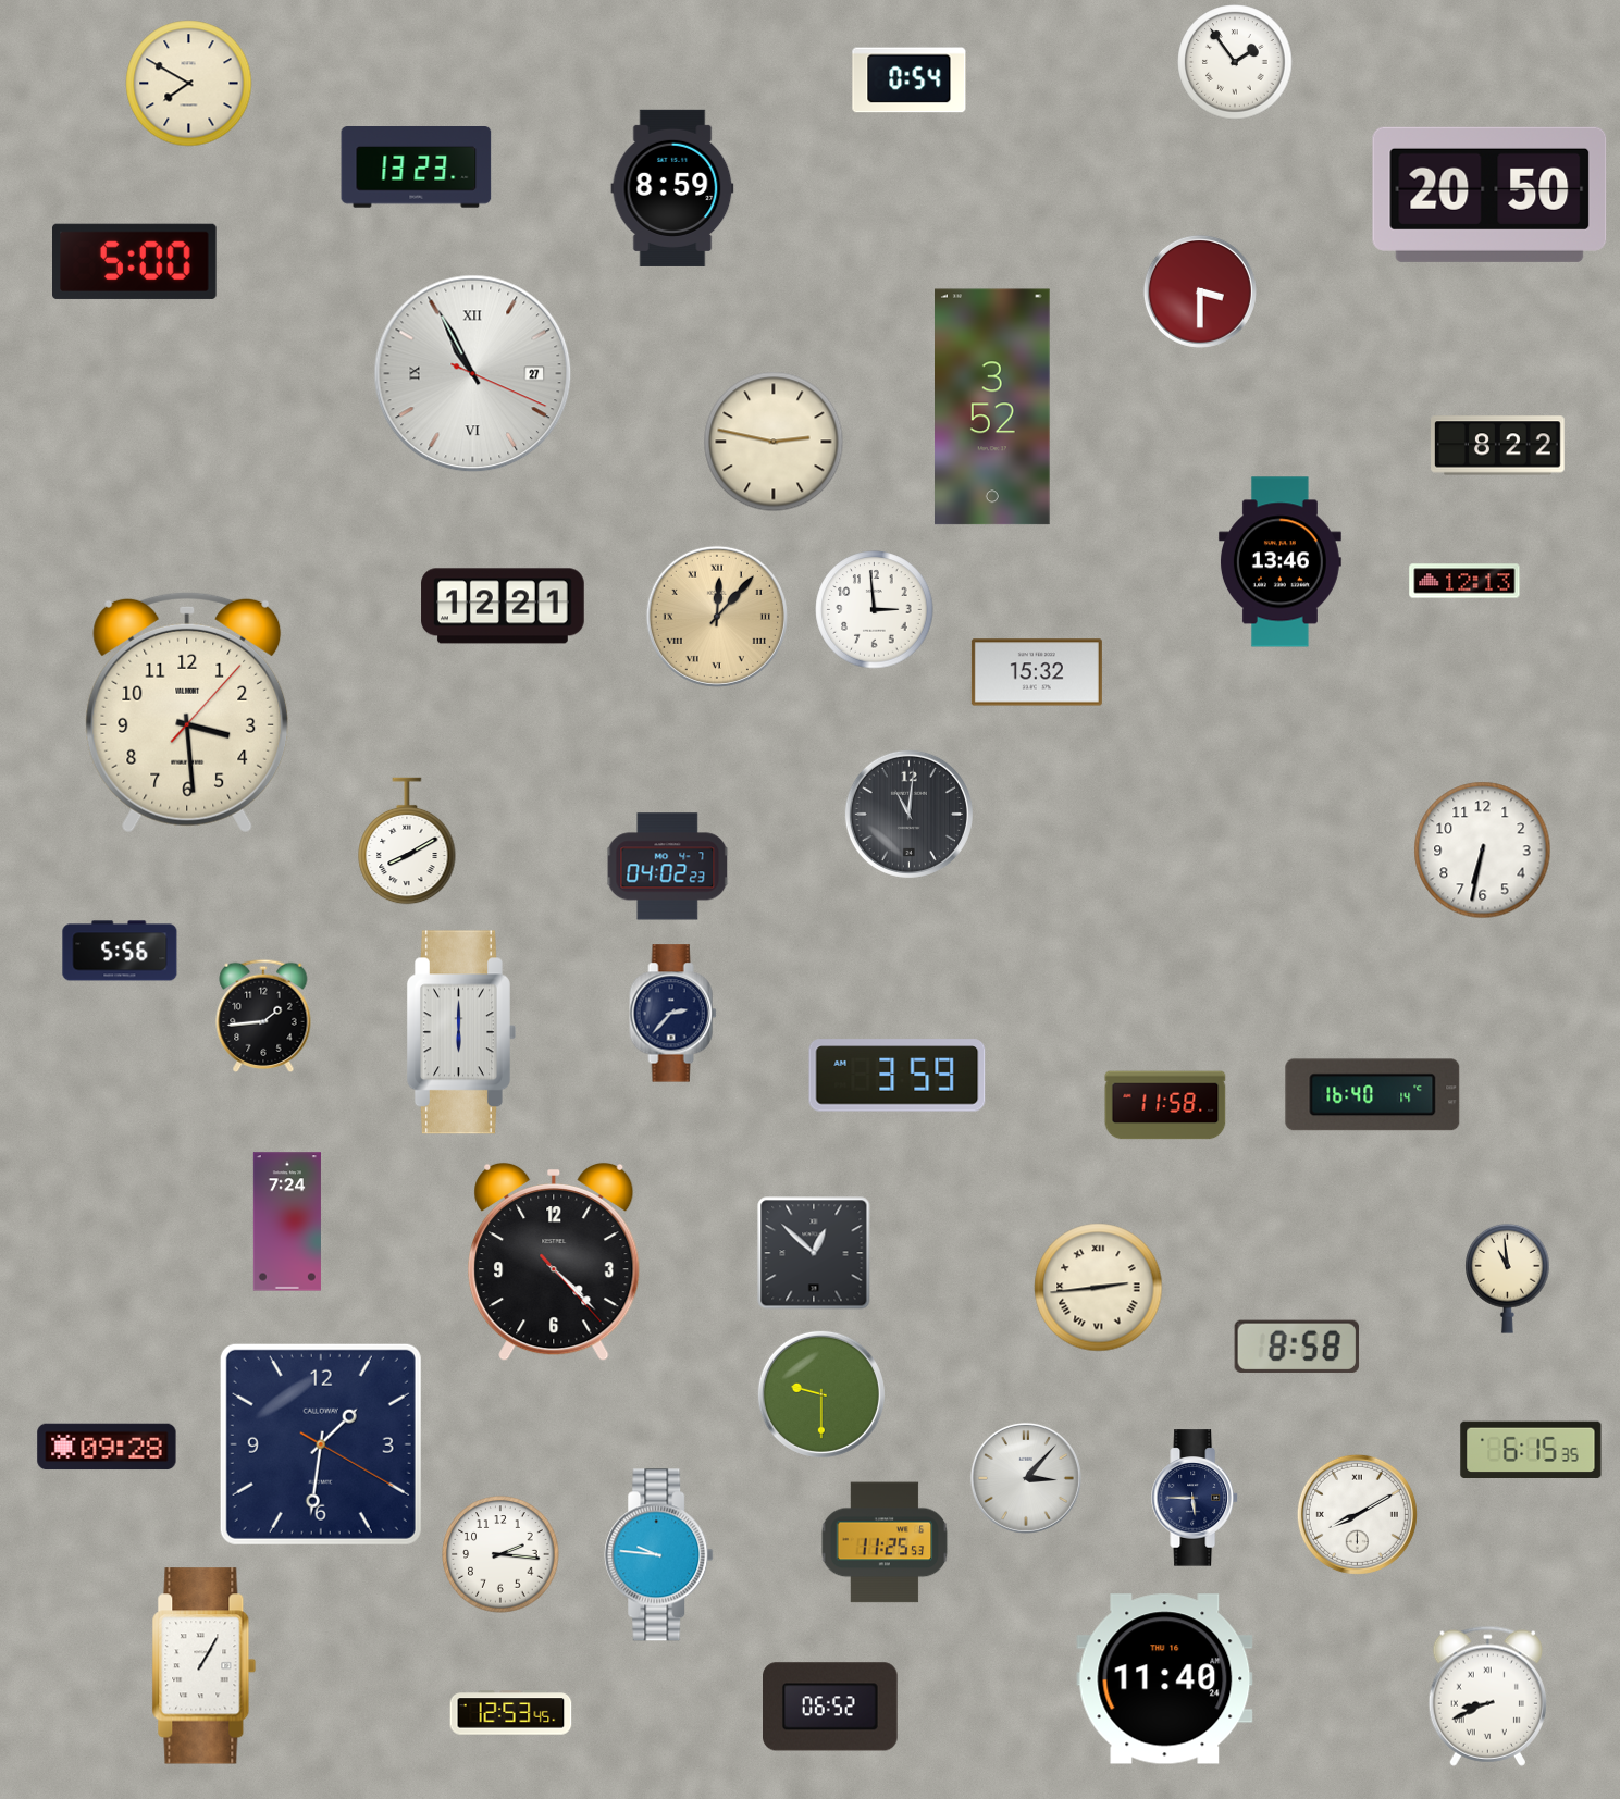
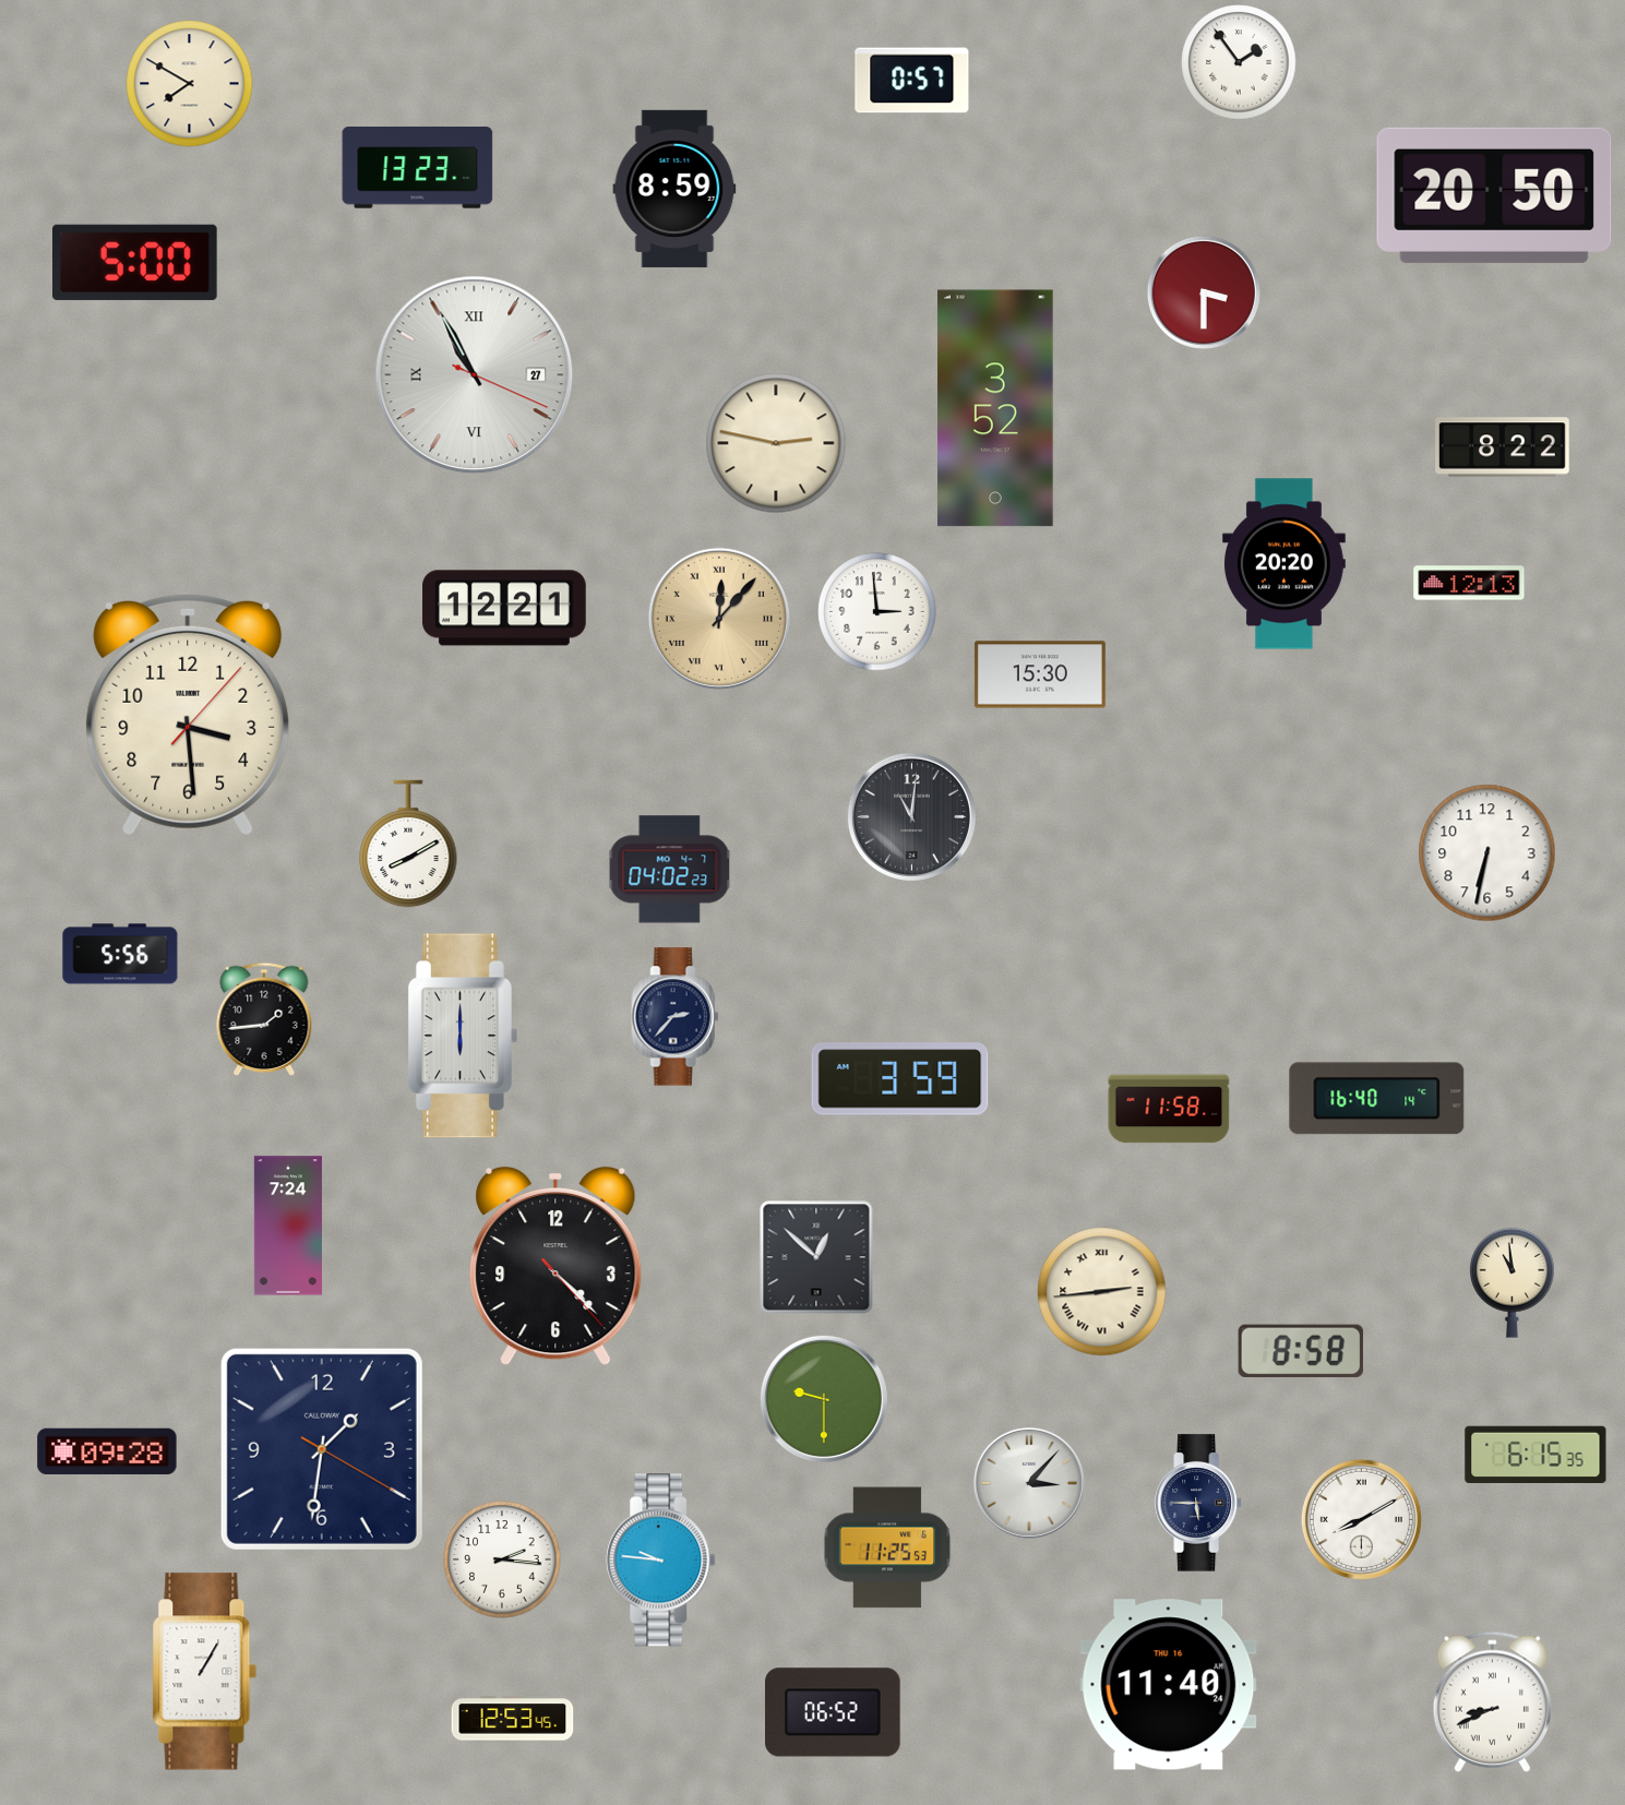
clock at (910, 80): 0:54 -> 0:57
clock at (1279, 562): 13:46 -> 20:20
clock at (1037, 672): 15:32 -> 15:30
